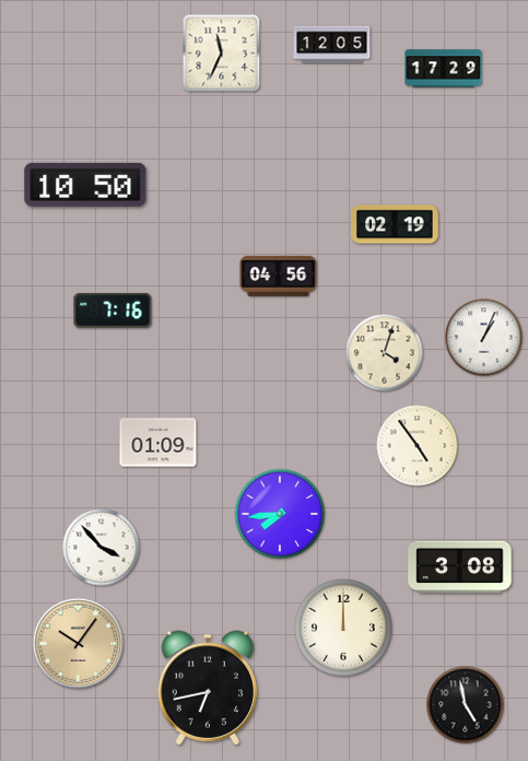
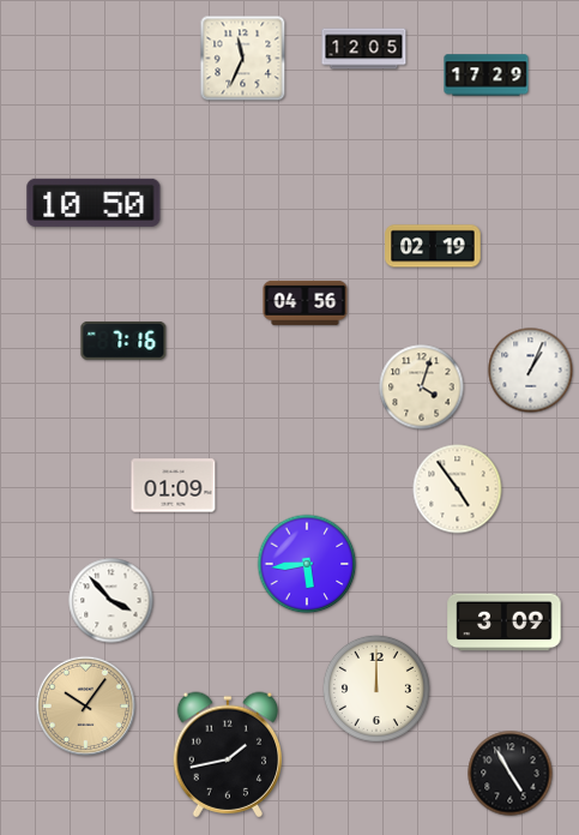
clock at (280, 514): 7:44 -> 5:44
clock at (460, 567): 3:08 -> 3:09
clock at (208, 688): 6:43 -> 1:43
clock at (466, 705): 4:58 -> 4:55
